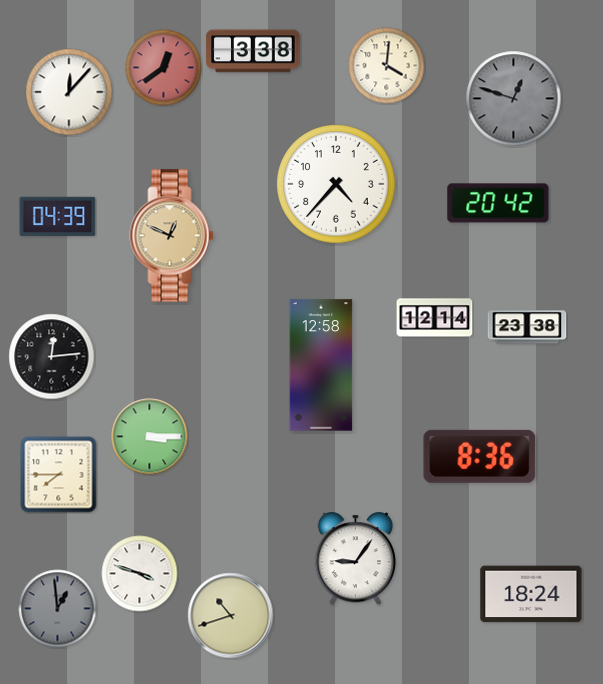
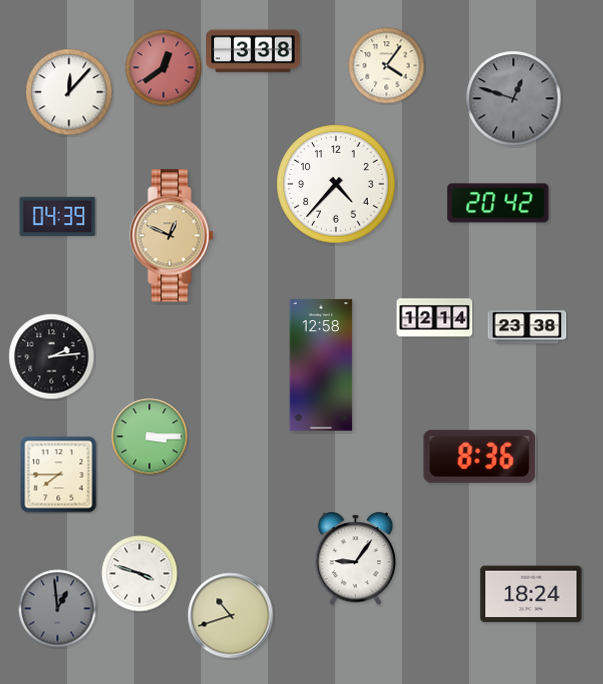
clock at (387, 66): 4:01 -> 4:06
clock at (52, 357): 12:14 -> 2:14
